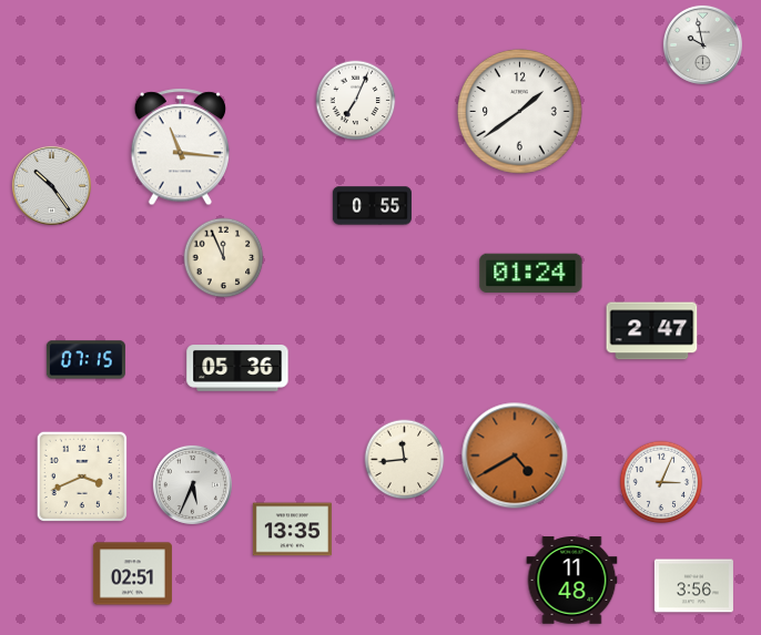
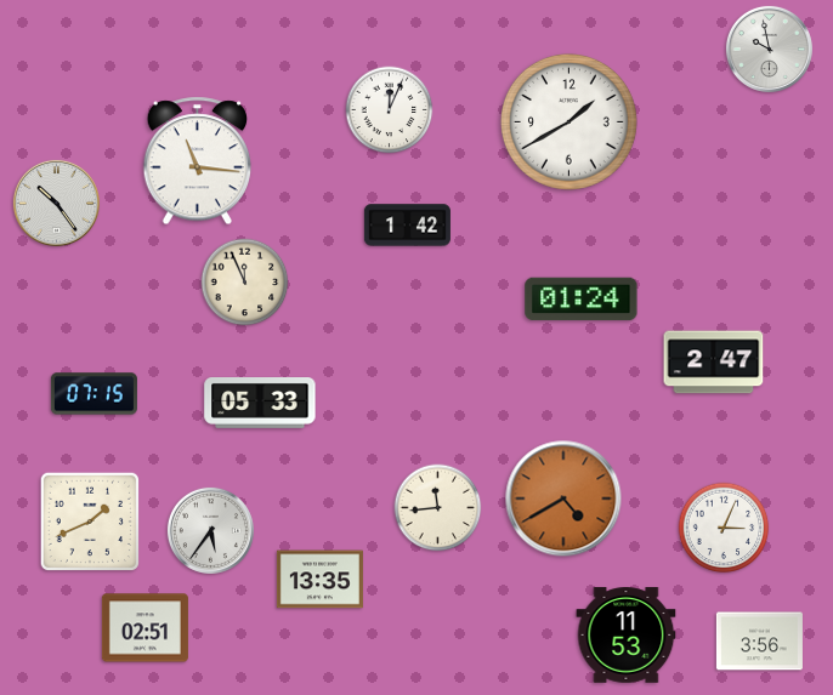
clock at (356, 101): 7:04 -> 12:04
clock at (519, 111): 1:39 -> 1:40
clock at (372, 206): 0:55 -> 1:42
clock at (237, 369): 05:36 -> 05:33
clock at (405, 460) position: (405, 460) -> (438, 508)
clock at (81, 475): 3:41 -> 1:41
clock at (192, 484): 5:34 -> 5:36
clock at (572, 581): 11:48 -> 11:53
